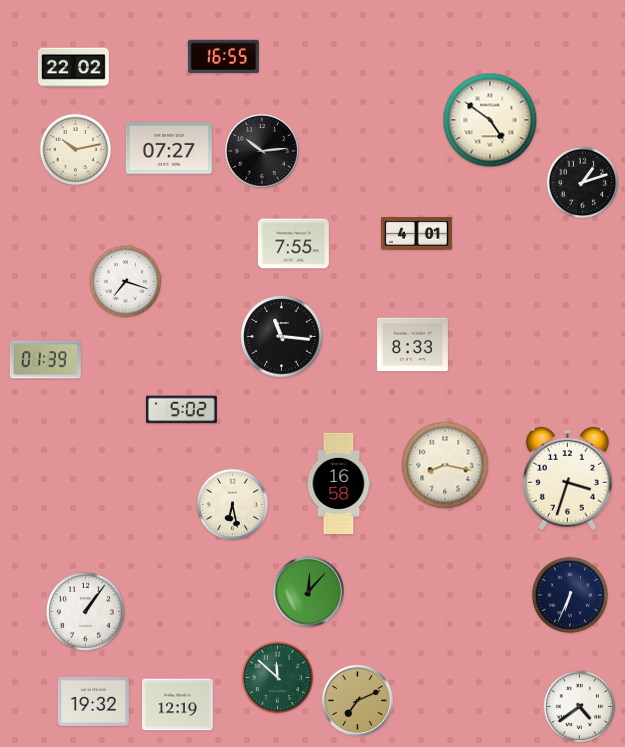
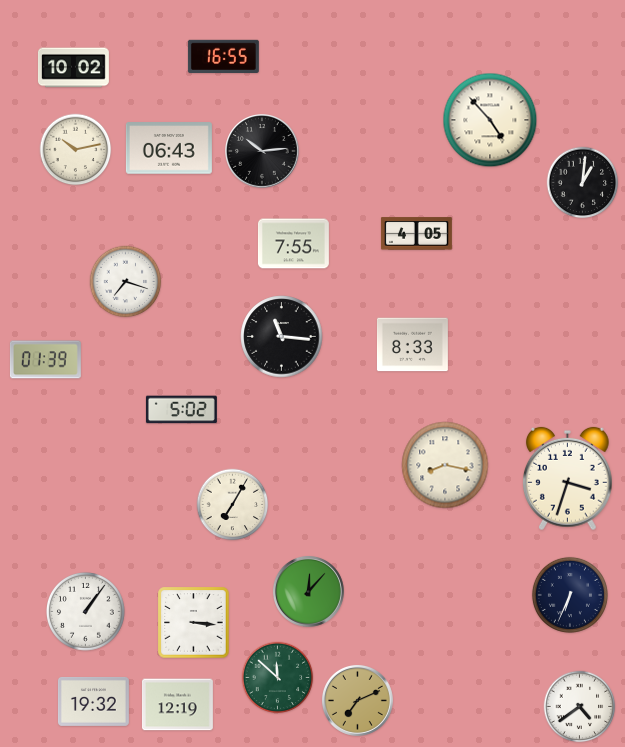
clock at (73, 68): 22:02 -> 10:02
clock at (490, 120): 4:51 -> 4:53
clock at (169, 148): 07:27 -> 06:43
clock at (583, 183): 1:12 -> 1:01
clock at (416, 234): 4:01 -> 4:05
clock at (339, 483): 16:58 -> none
clock at (233, 505): 6:28 -> 7:05
clock at (194, 623): none -> 3:16
